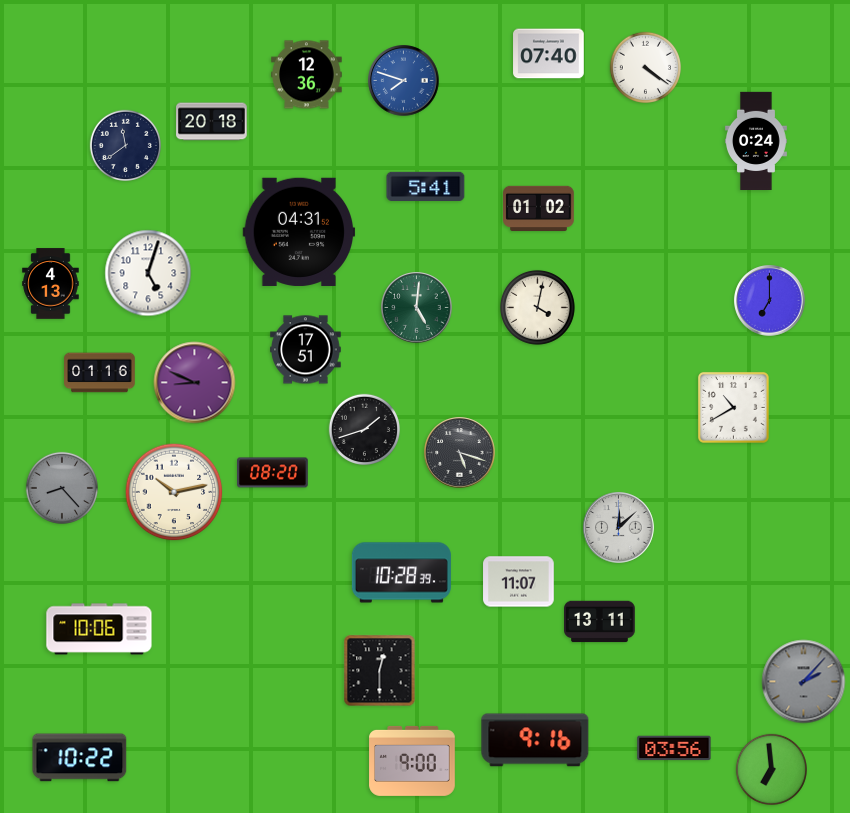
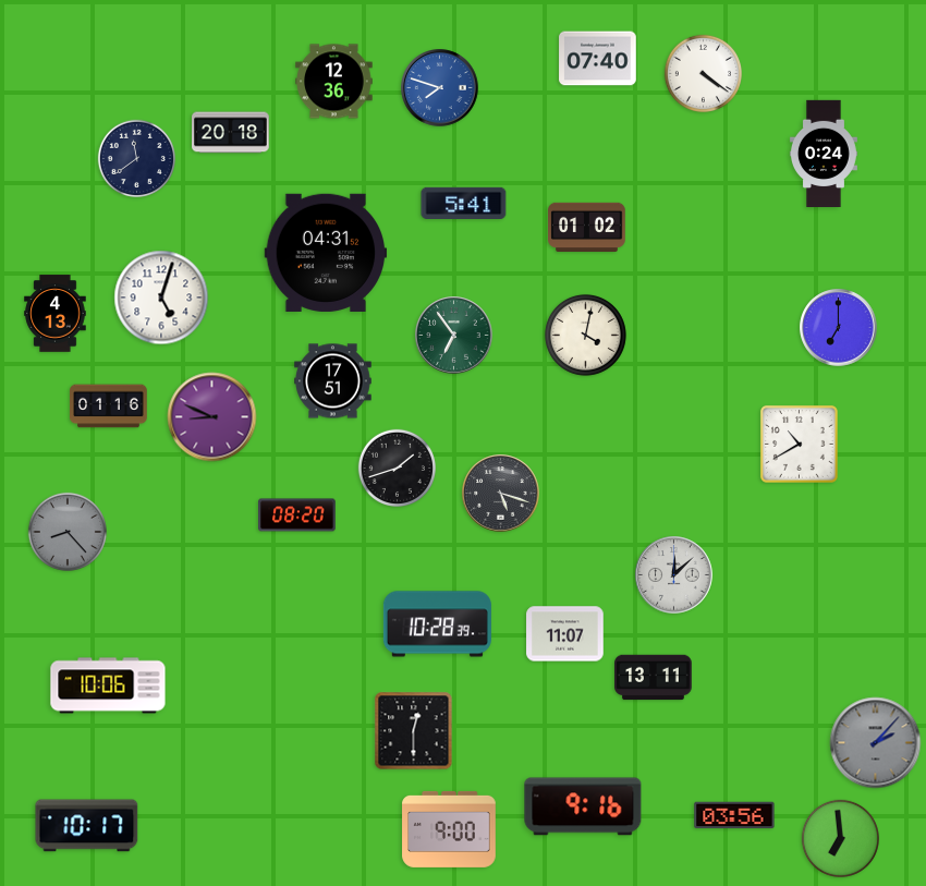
clock at (51, 284) position: (51, 284) -> (56, 314)
clock at (417, 308): 5:01 -> 6:54
clock at (174, 492): 10:13 -> none
clock at (80, 758): 10:22 -> 10:17
